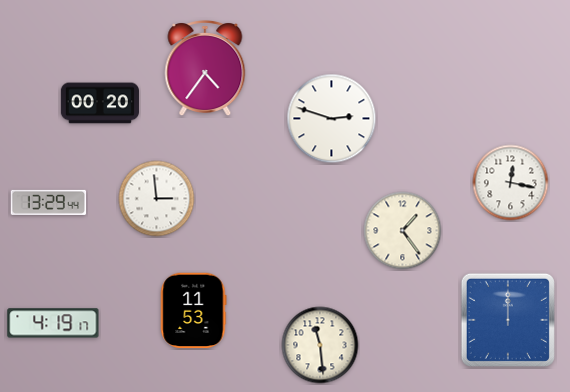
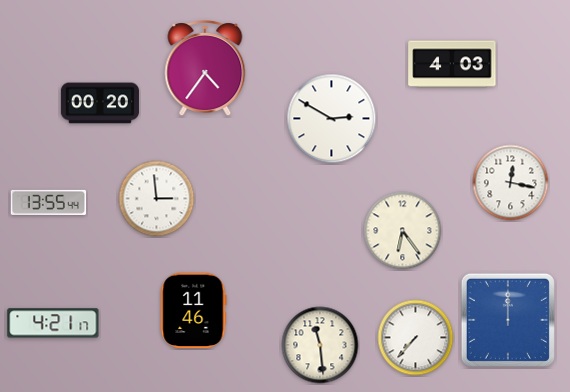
clock at (452, 64): none -> 4:03
clock at (332, 119): 2:48 -> 2:50
clock at (49, 202): 13:29 -> 13:55
clock at (403, 231): 1:24 -> 6:24
clock at (194, 311): 11:53 -> 11:46
clock at (53, 323): 4:19 -> 4:21
clock at (416, 338): none -> 7:37
